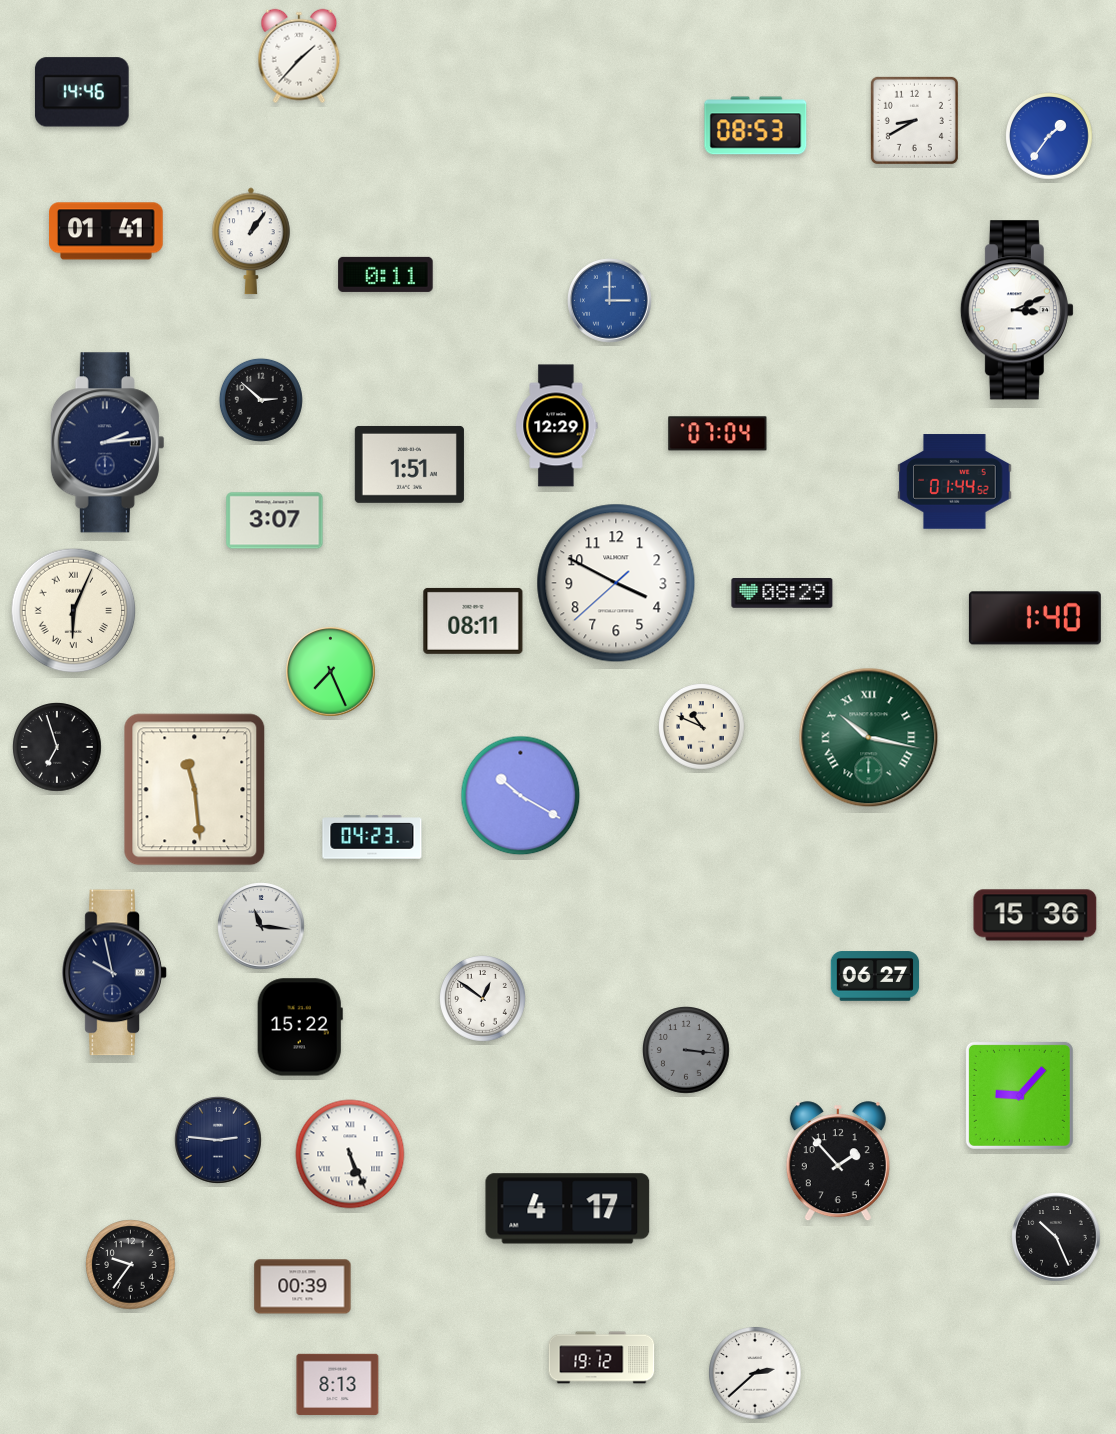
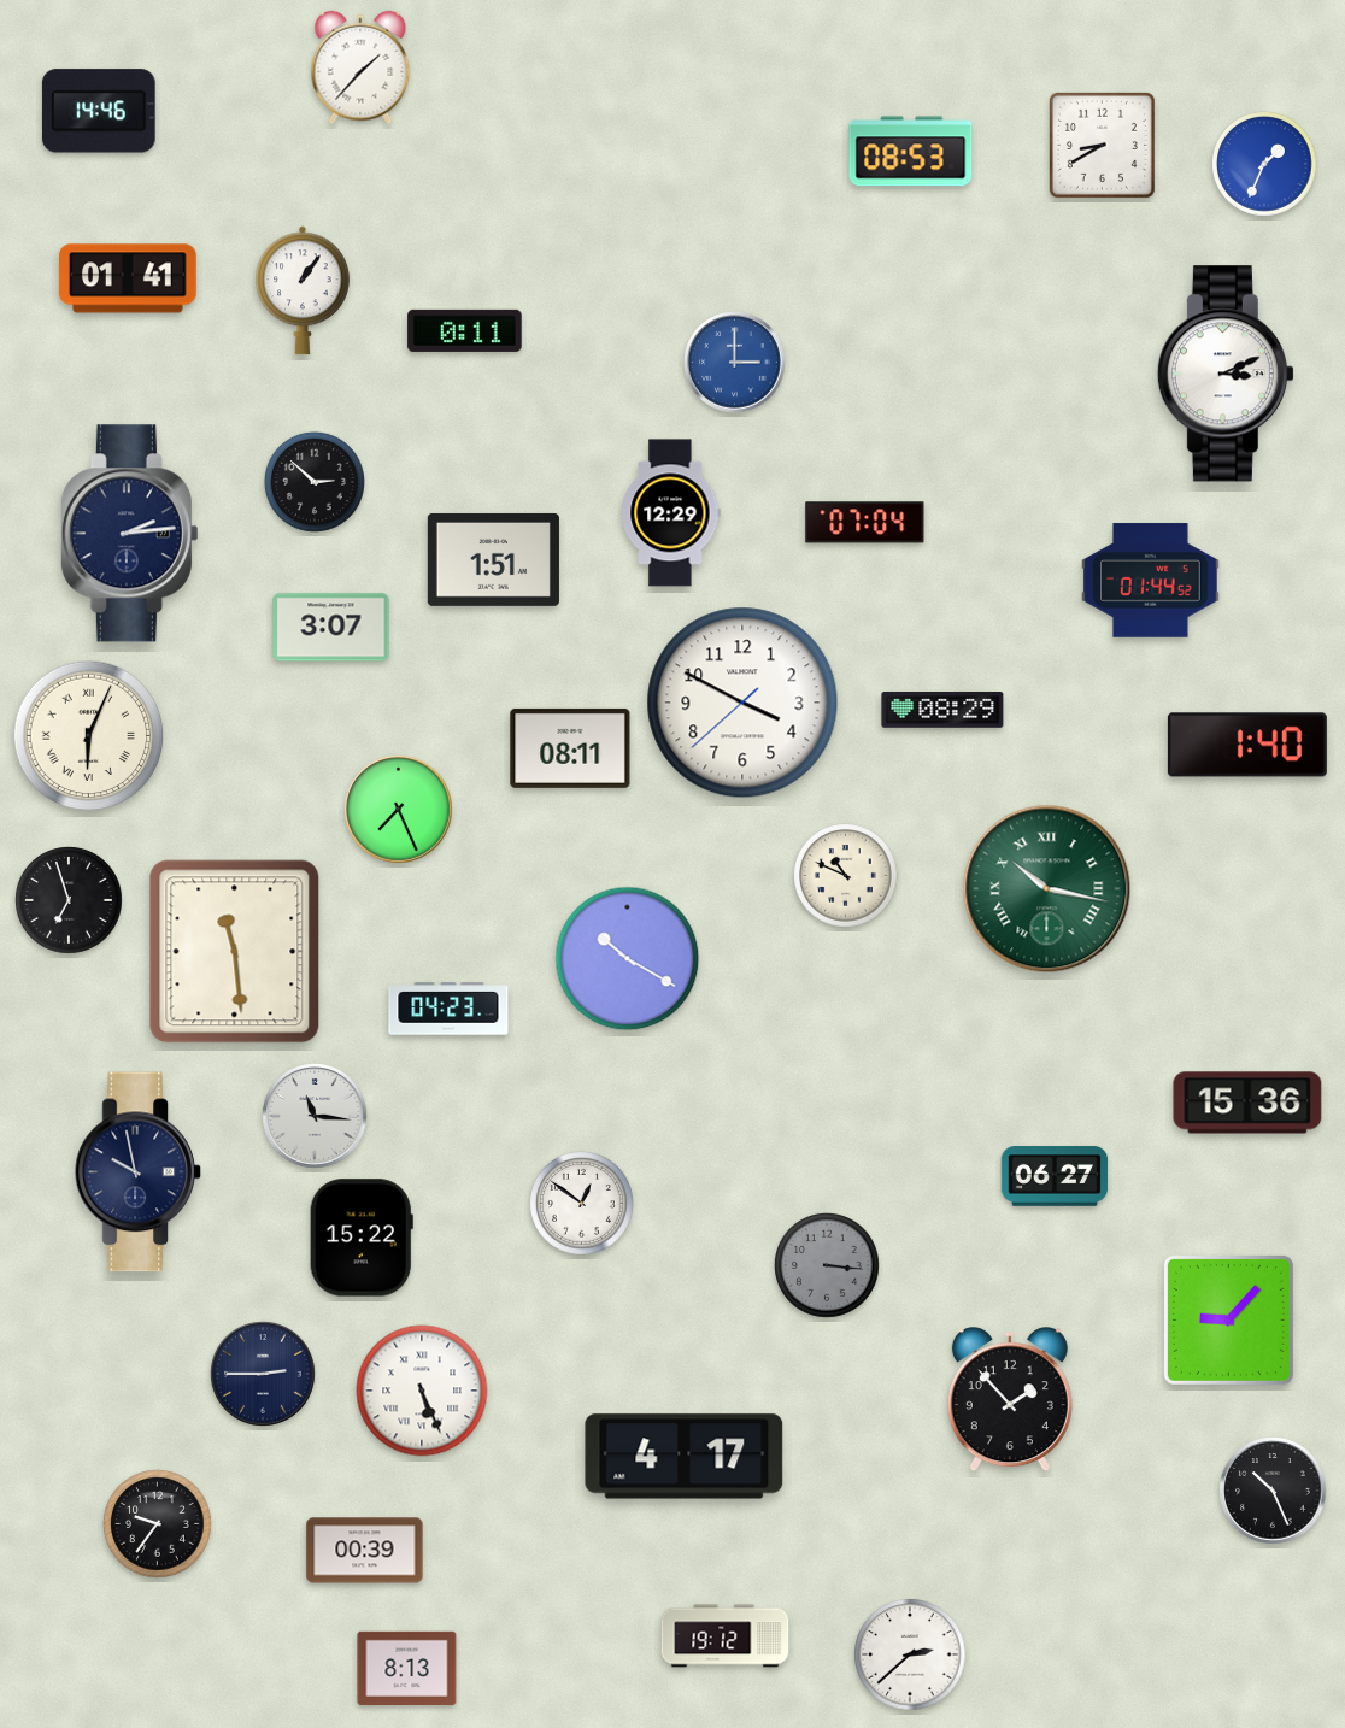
clock at (1050, 137): 1:36 -> 1:34
clock at (782, 594) position: (782, 594) -> (942, 711)
clock at (218, 1140): 2:46 -> 2:45
